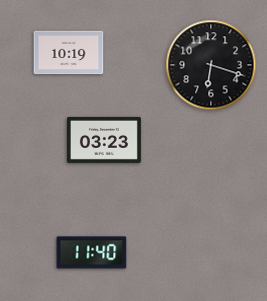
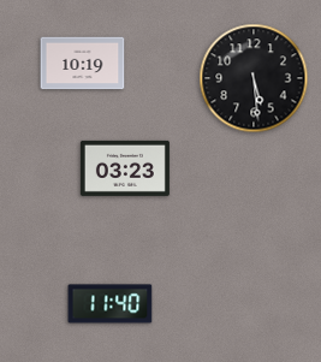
clock at (211, 65): 6:18 -> 5:29
